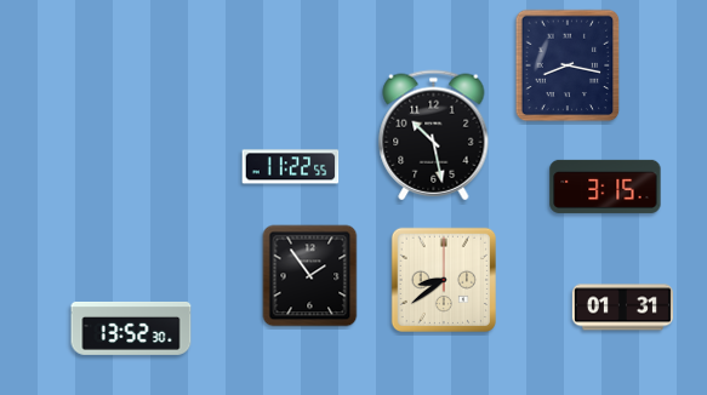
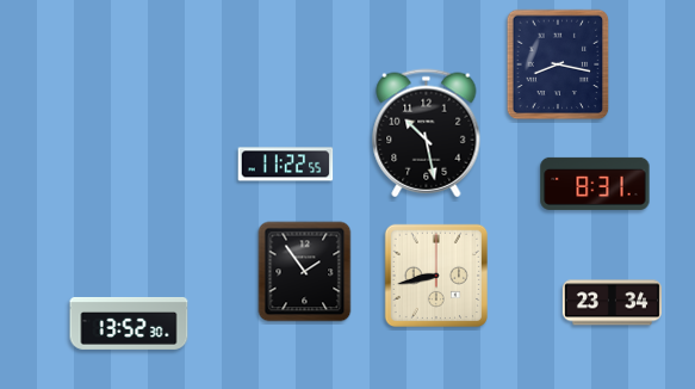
clock at (605, 187): 3:15 -> 8:31
clock at (443, 279): 8:39 -> 8:43
clock at (622, 308): 01:31 -> 23:34
